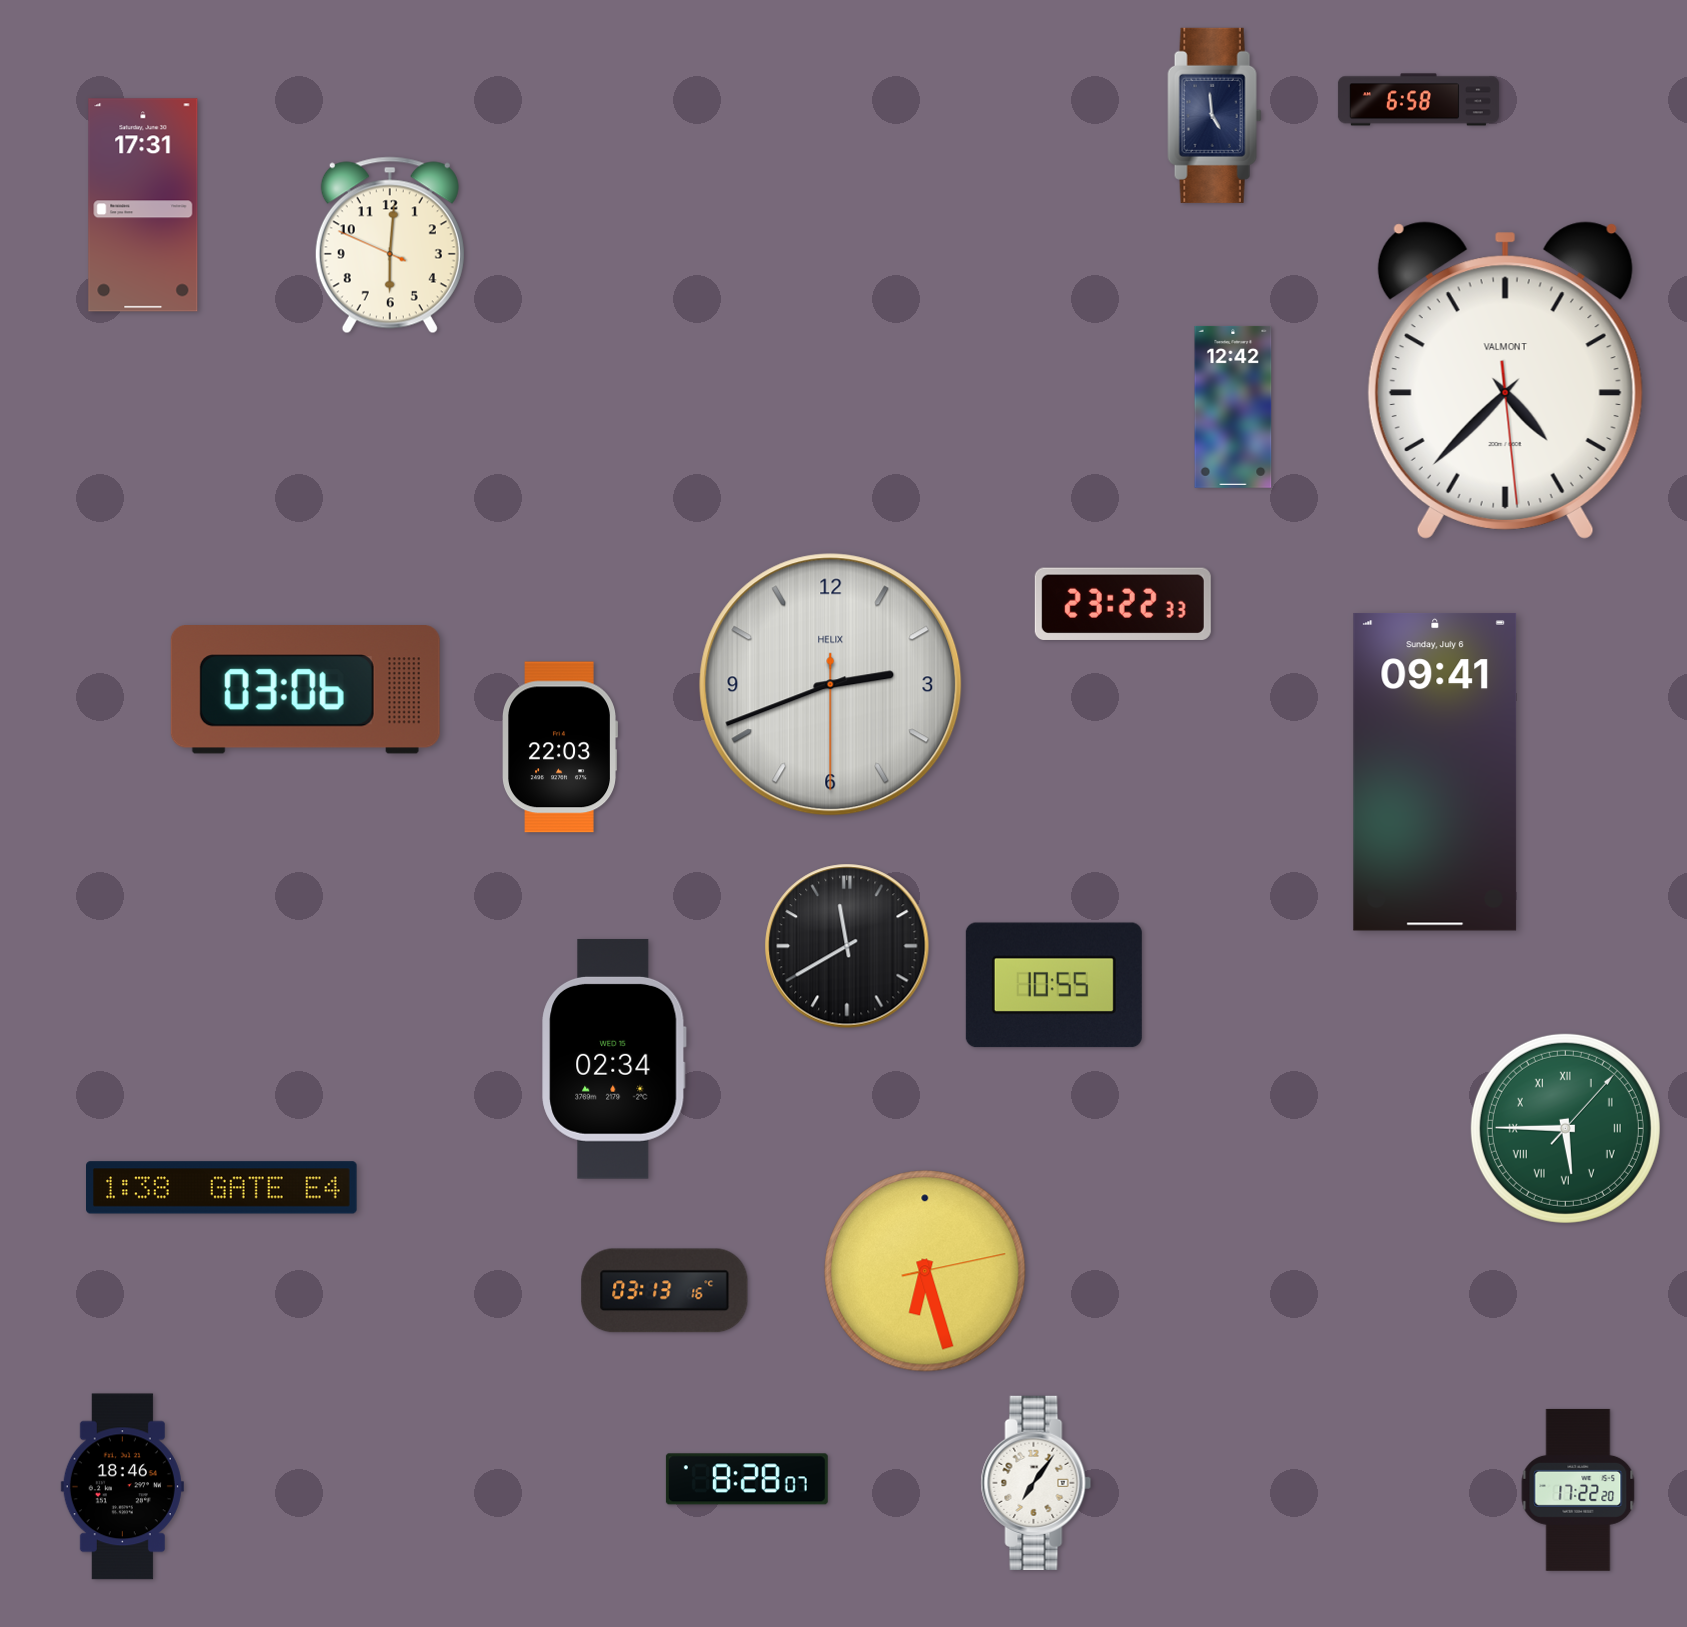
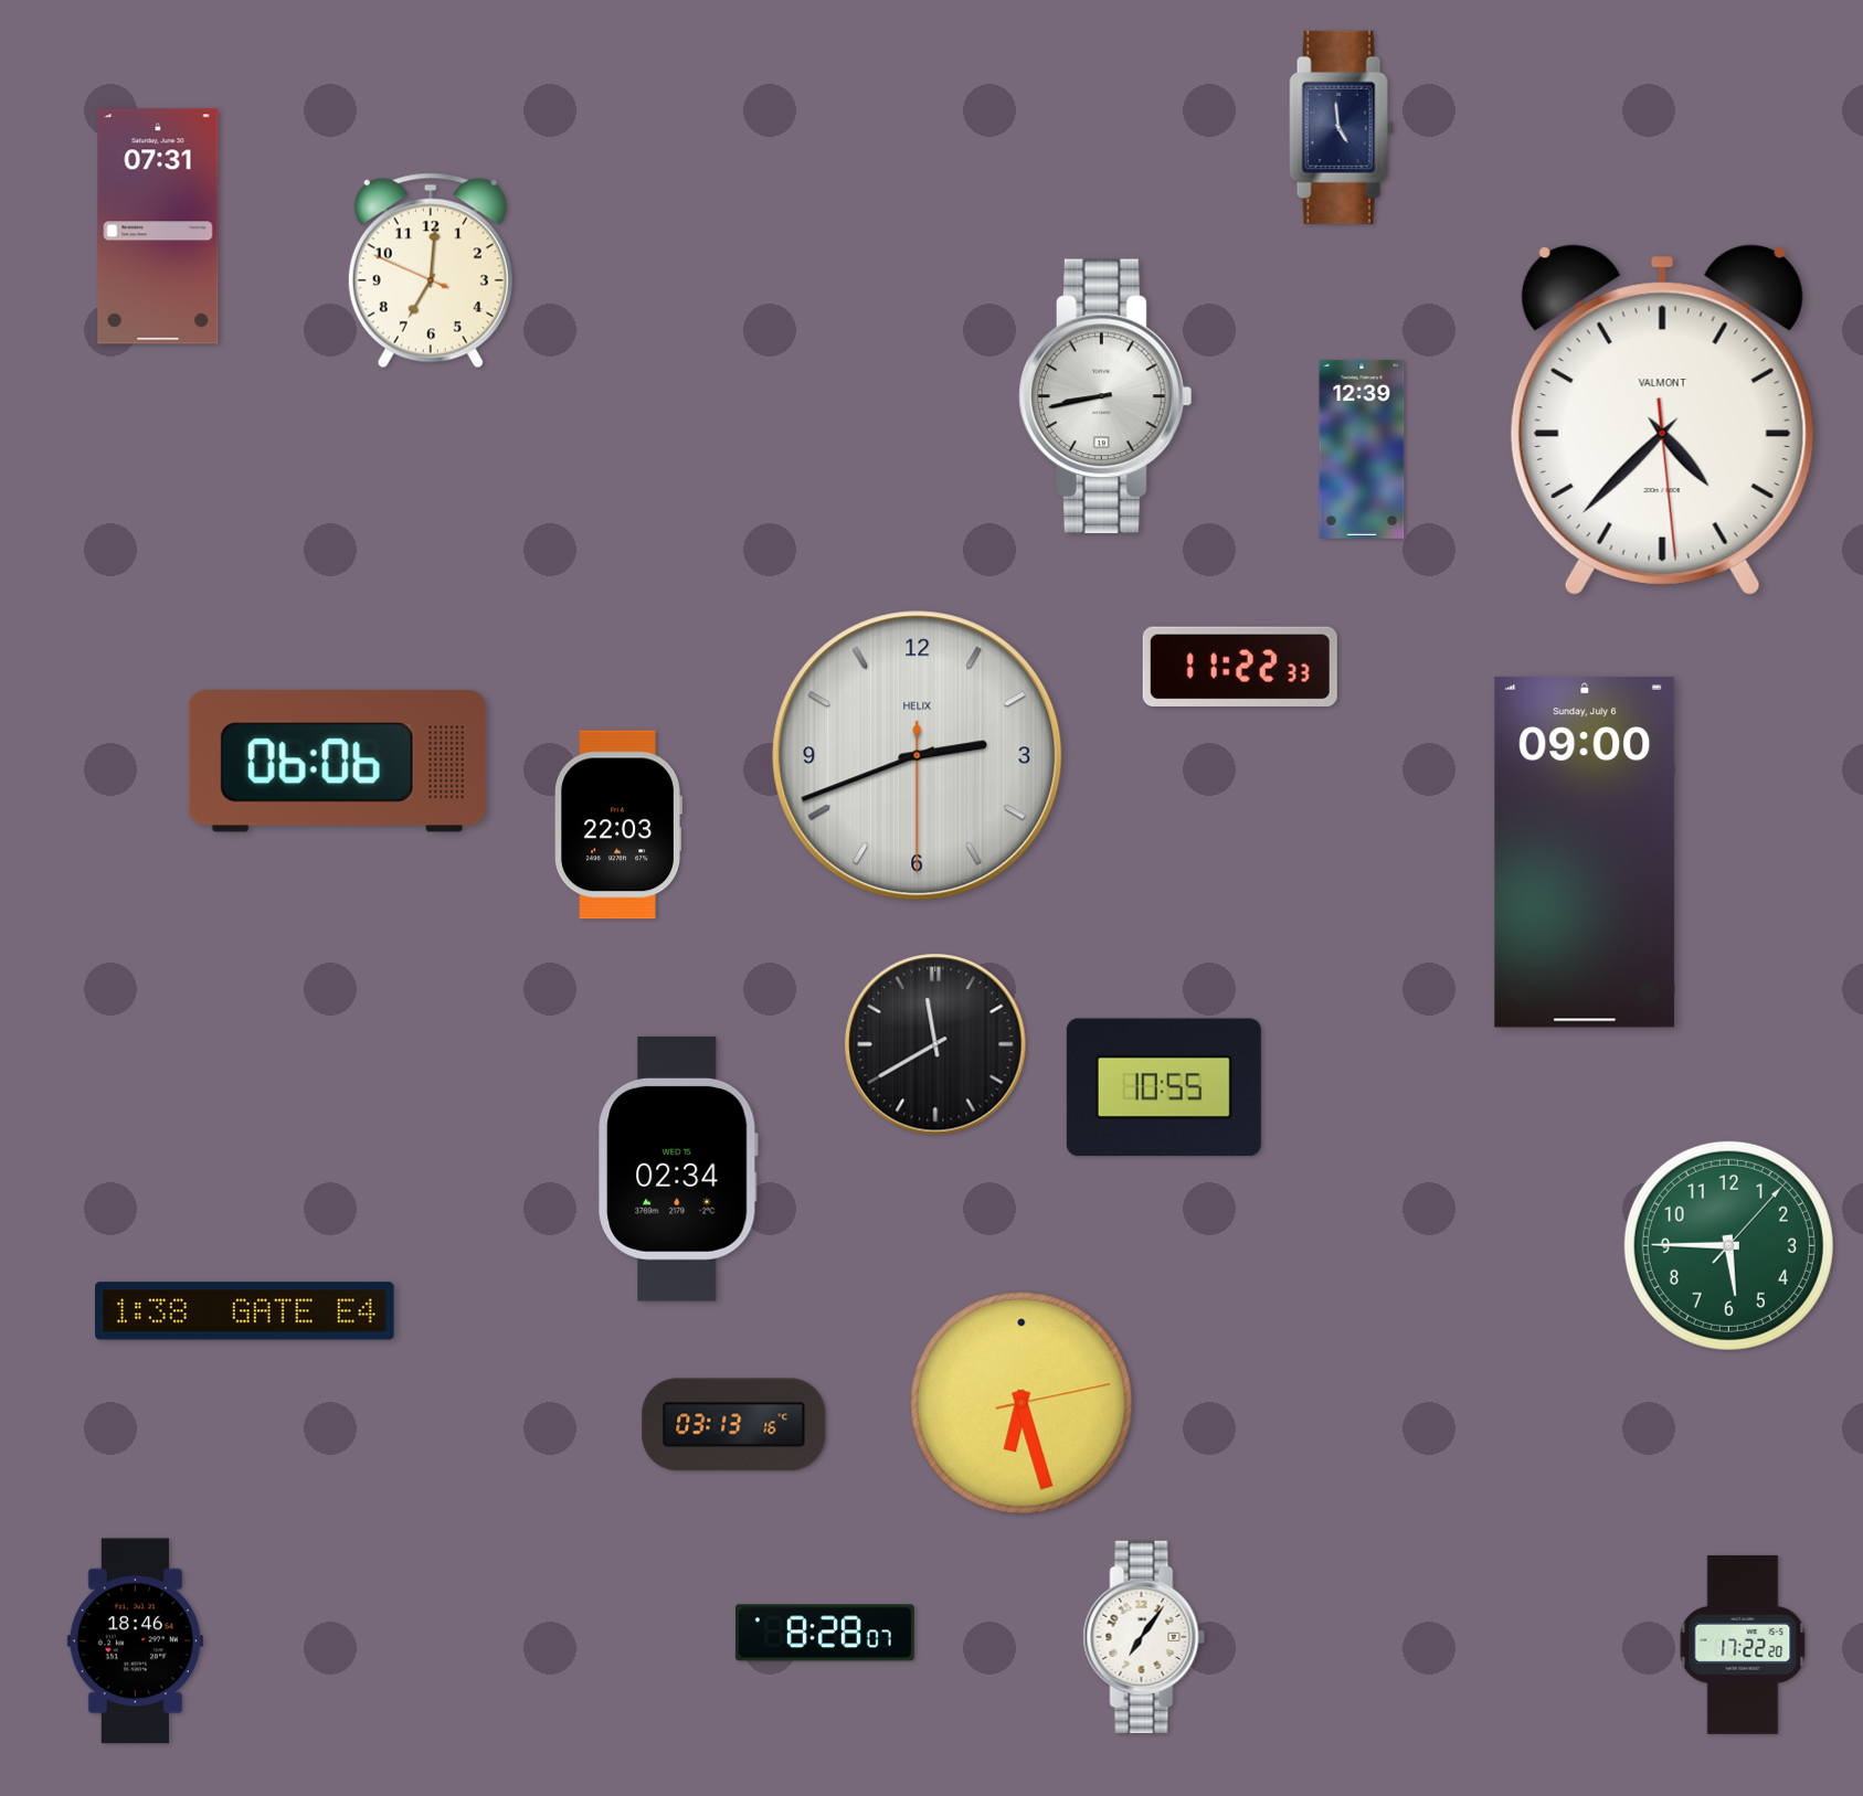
clock at (1418, 100): 6:58 -> none
clock at (143, 205): 17:31 -> 07:31
clock at (390, 245): 6:00 -> 7:00
clock at (1107, 395): none -> 8:43
clock at (1233, 407): 12:42 -> 12:39
clock at (1123, 604): 23:22 -> 11:22
clock at (305, 690): 03:06 -> 06:06
clock at (1435, 772): 09:41 -> 09:00
clock at (1565, 1128) numerals: Roman -> Arabic
